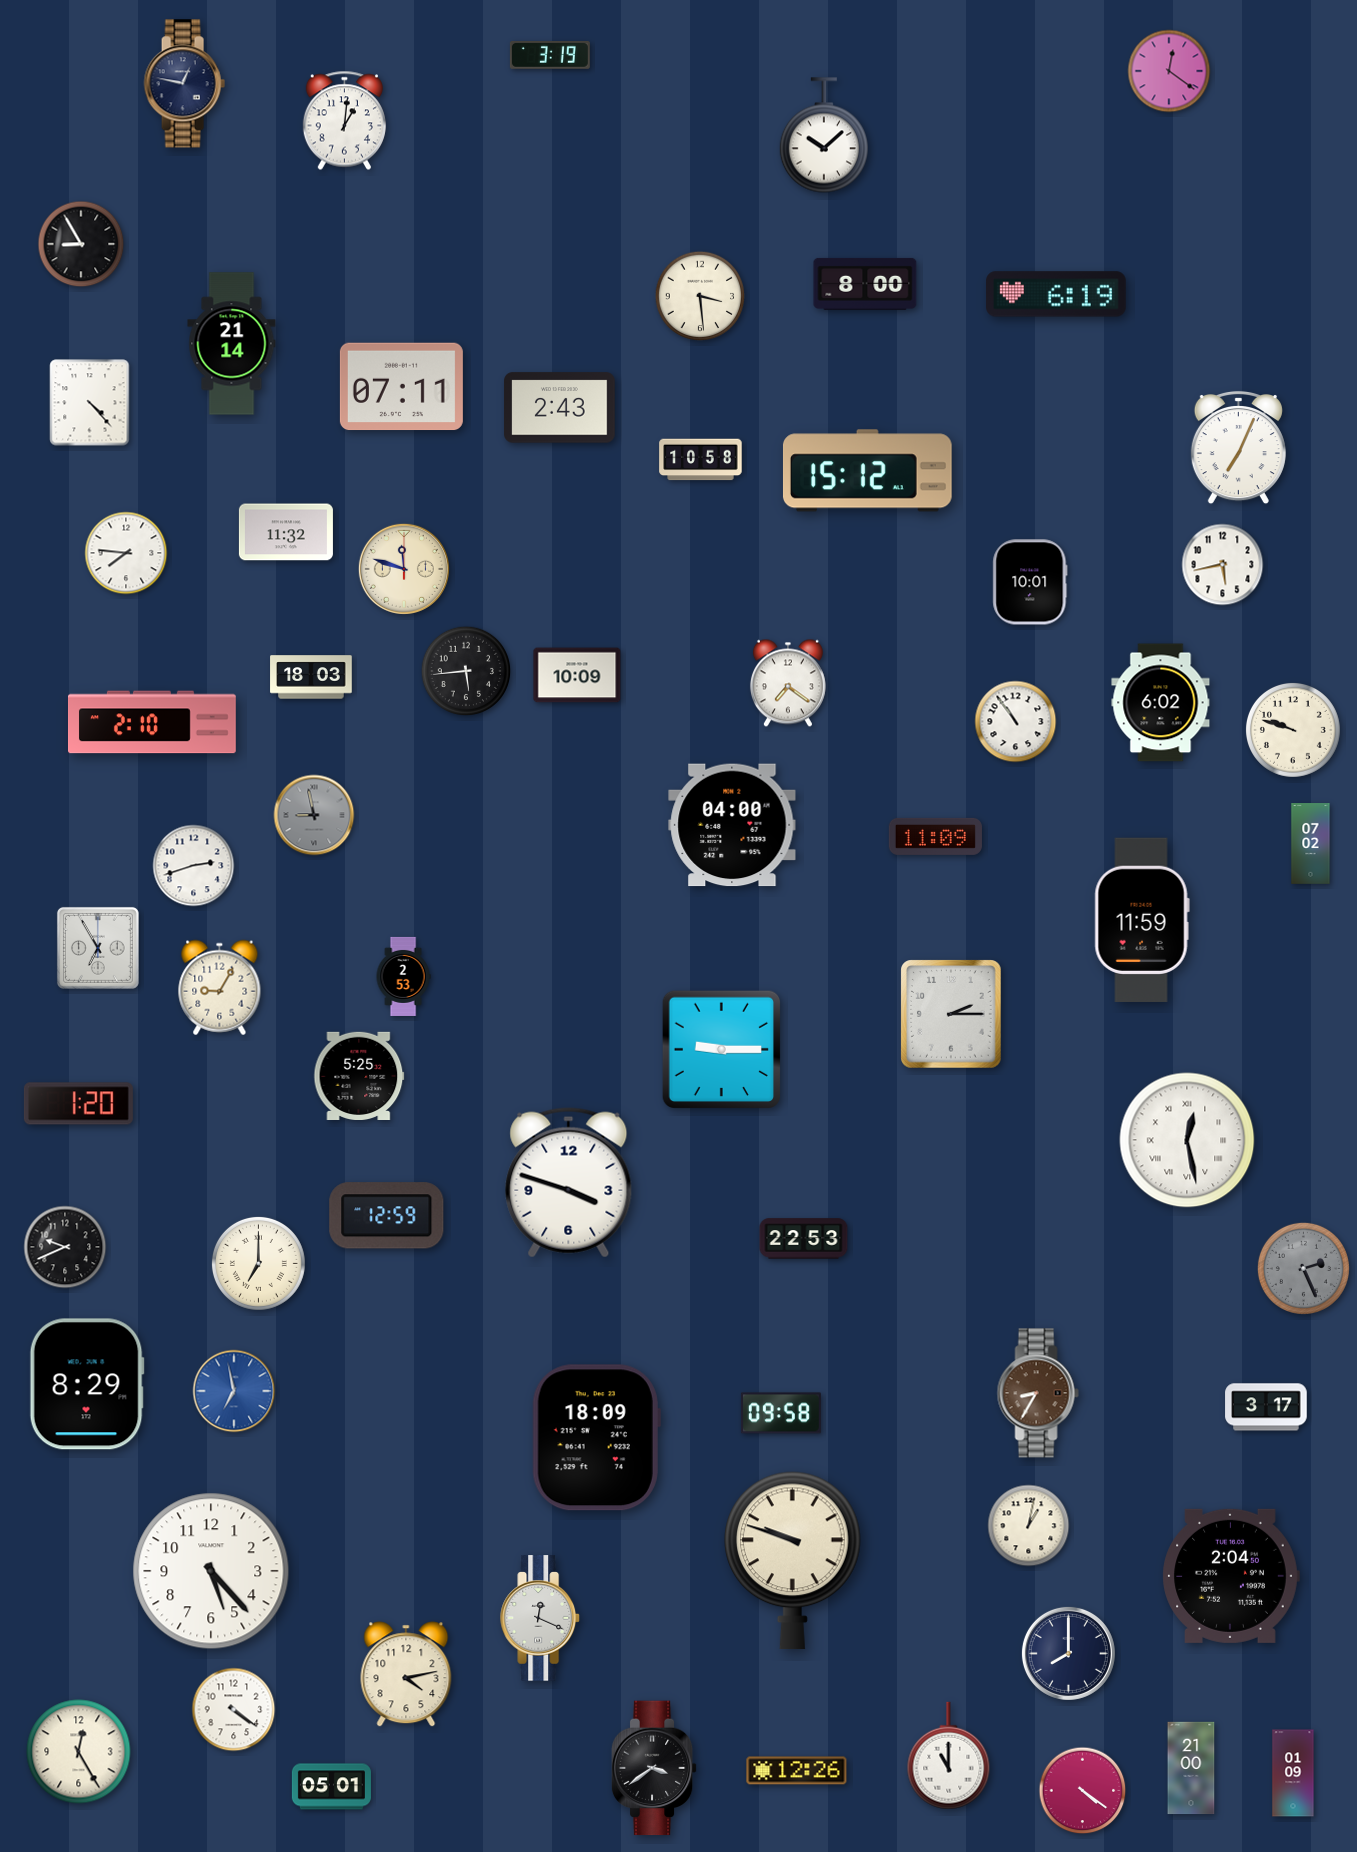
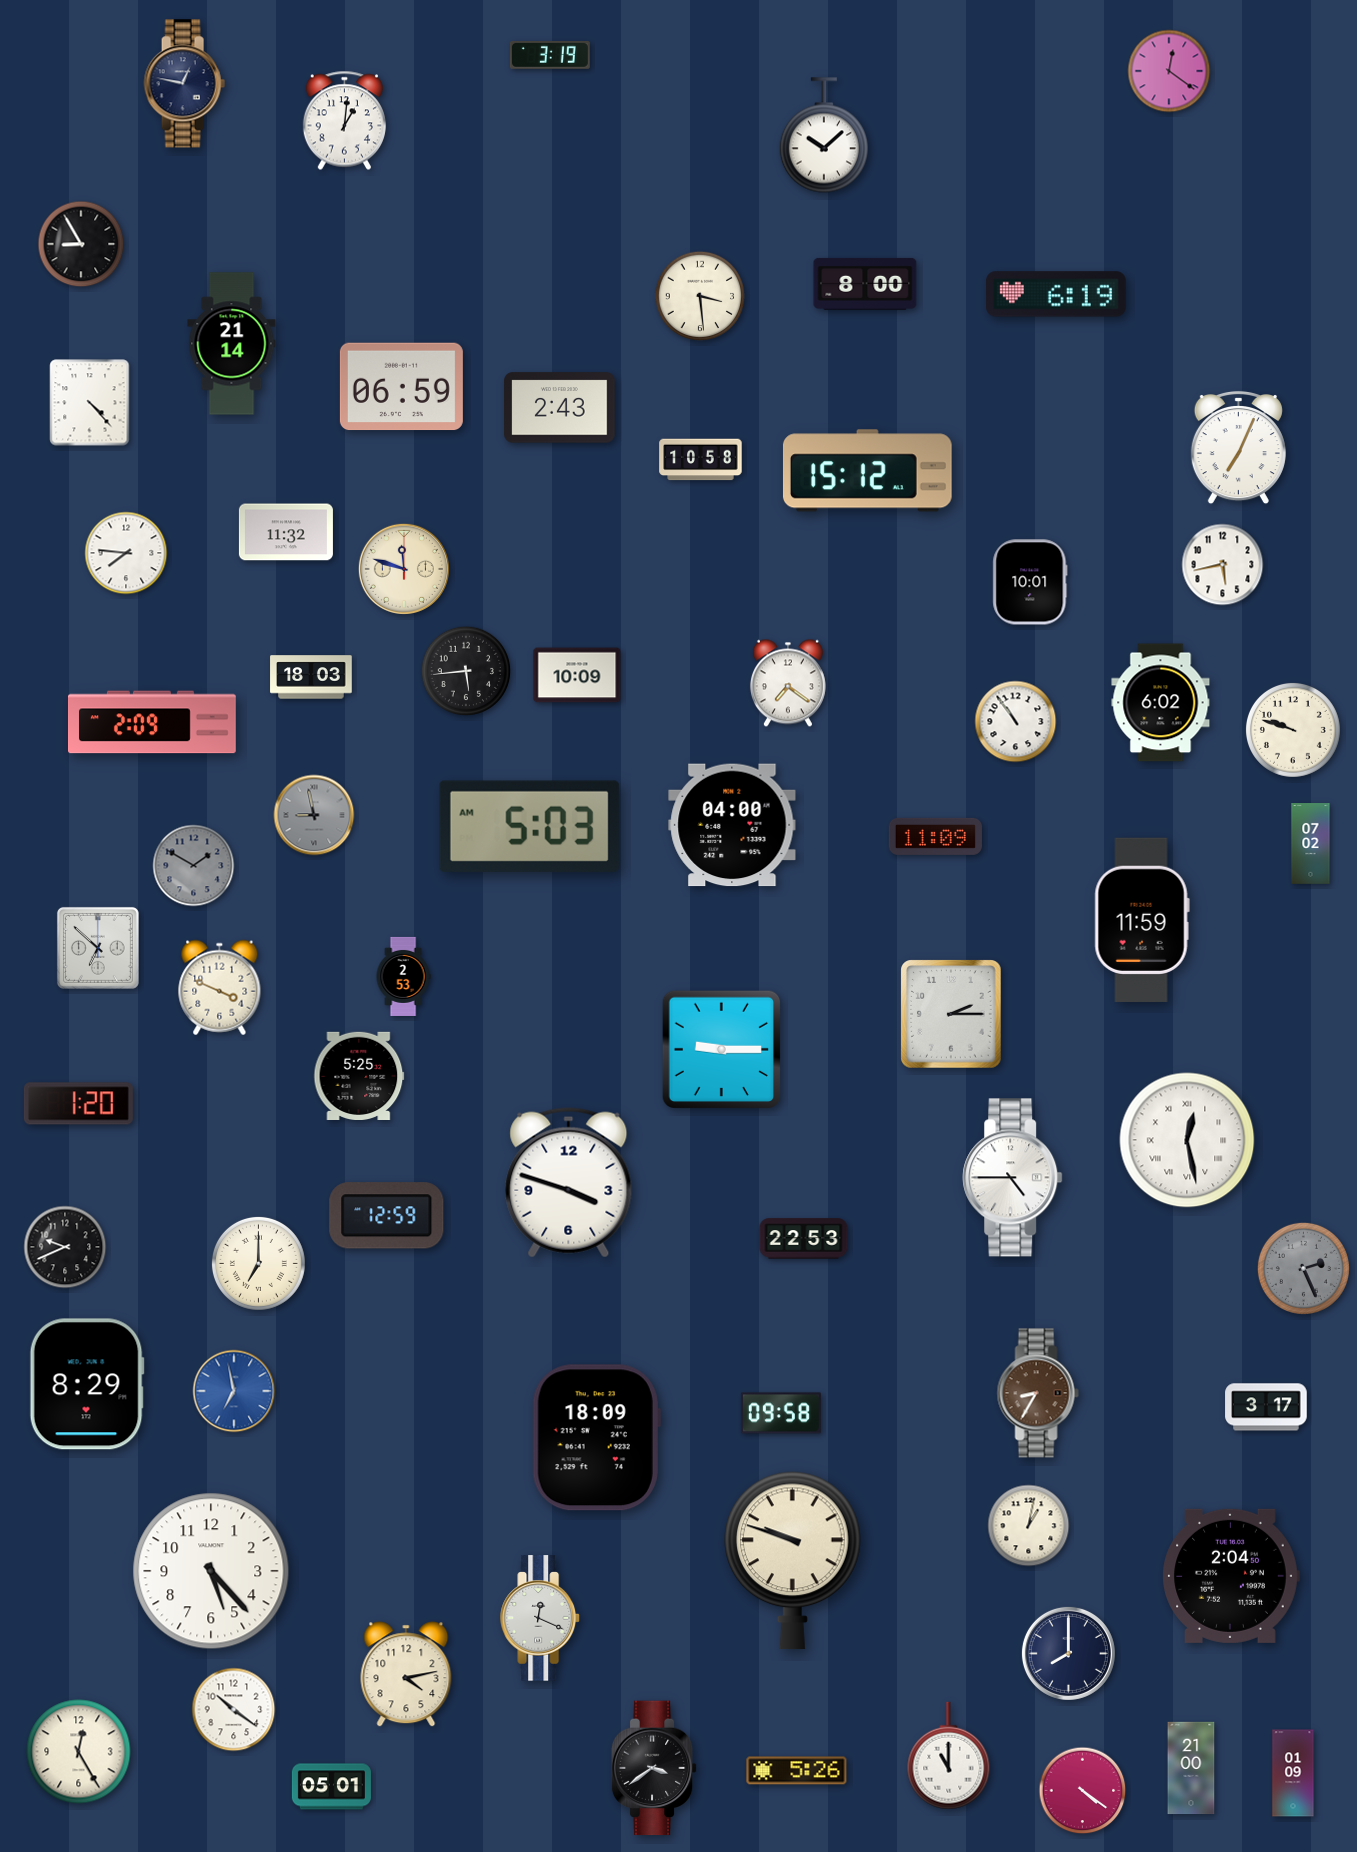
clock at (401, 387): 07:11 -> 06:59
clock at (153, 722): 2:10 -> 2:09
clock at (529, 826): none -> 5:03
clock at (194, 866): 2:42 -> 1:50
clock at (194, 866) dial: white -> grey
clock at (98, 948): 6:55 -> 6:52
clock at (220, 988): 9:05 -> 3:49
clock at (1013, 1178): none -> 4:45
clock at (234, 1710): 4:21 -> 10:21
clock at (797, 1771): 12:26 -> 5:26
